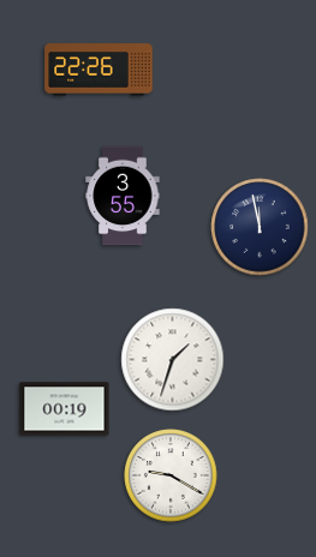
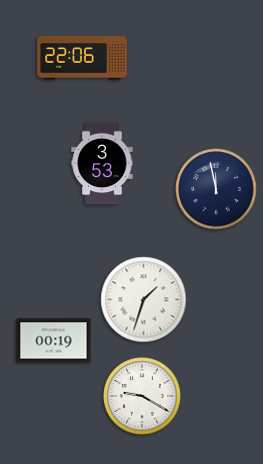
clock at (99, 70): 22:26 -> 22:06
clock at (123, 196): 3:55 -> 3:53
